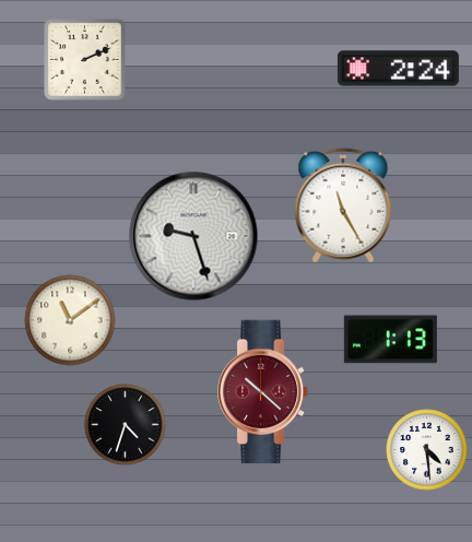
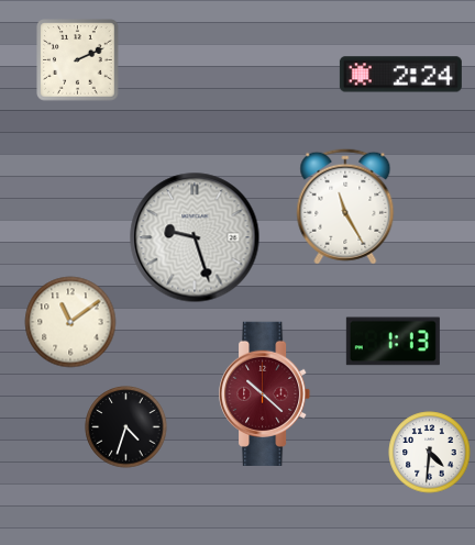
clock at (85, 60) position: (85, 60) -> (78, 60)
clock at (398, 69) position: (398, 69) -> (400, 75)
clock at (427, 450): 4:29 -> 4:31
